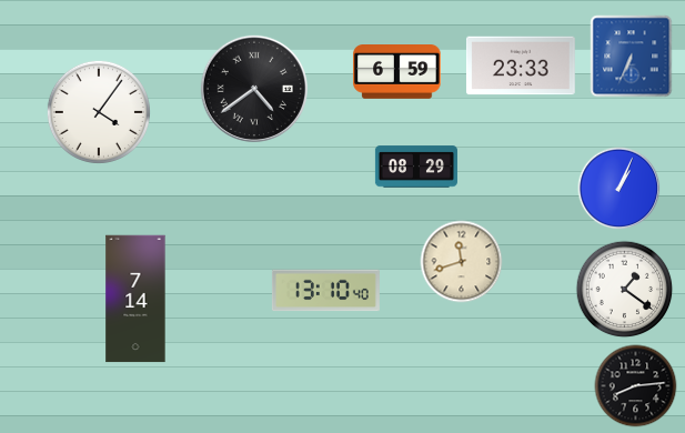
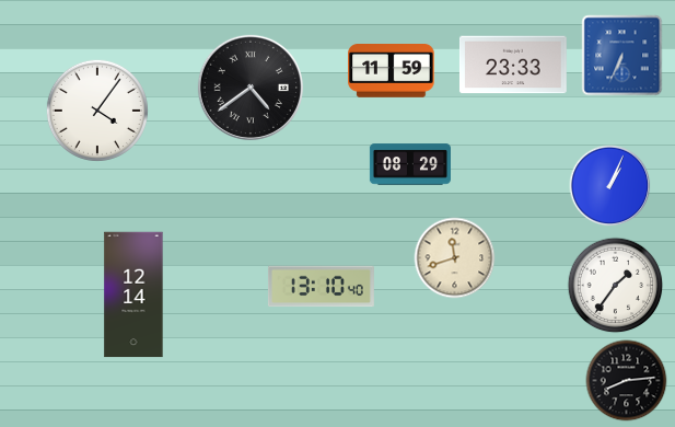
clock at (397, 72): 6:59 -> 11:59
clock at (625, 290): 1:21 -> 1:36
clock at (135, 299): 7:14 -> 12:14
